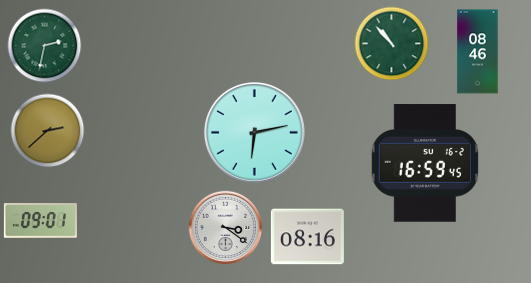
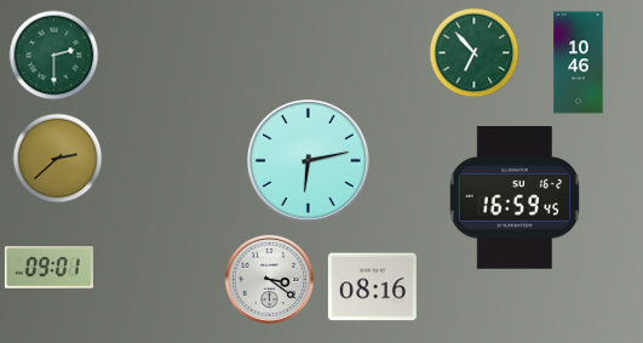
clock at (392, 44): 10:53 -> 6:53
clock at (45, 46): 2:32 -> 2:30
clock at (478, 52): 08:46 -> 10:46
clock at (225, 227) position: (225, 227) -> (269, 279)
